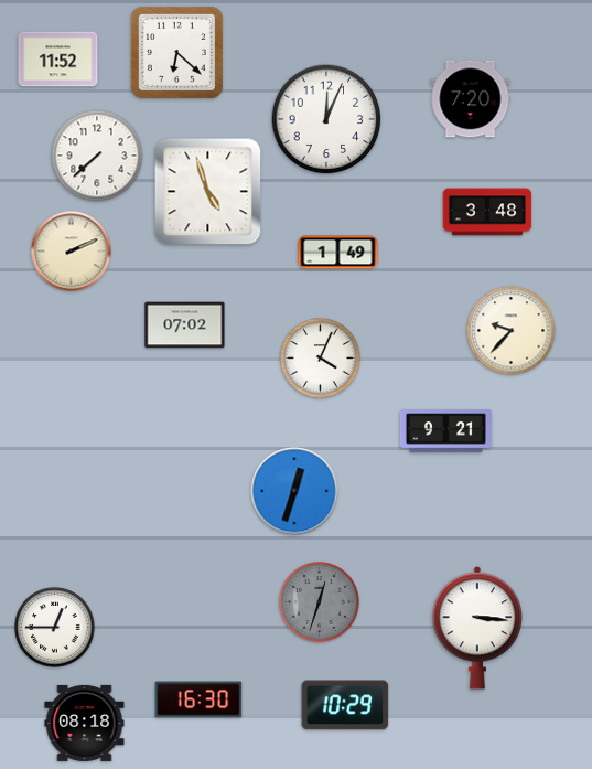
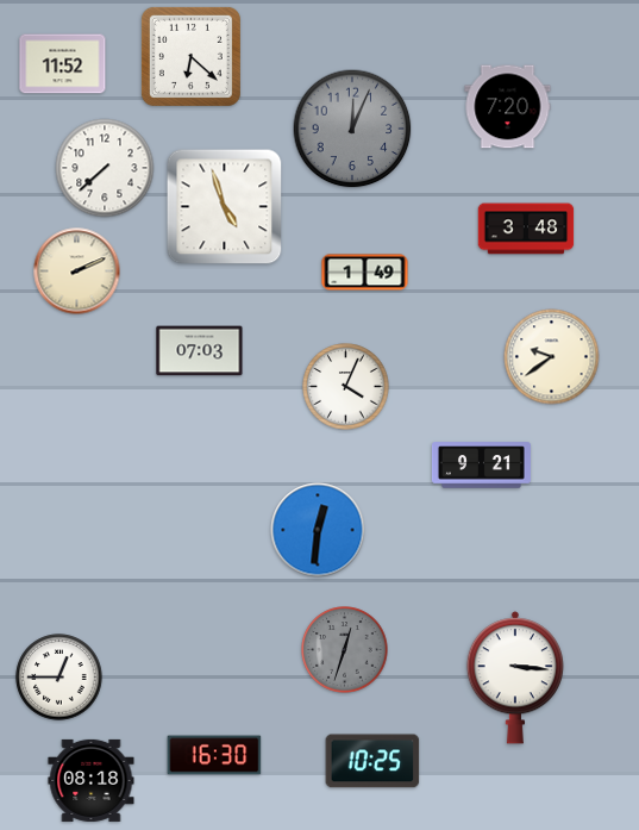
clock at (326, 119) dial: white -> grey
clock at (185, 325): 07:02 -> 07:03
clock at (512, 331): 9:37 -> 9:39
clock at (294, 491): 12:33 -> 12:31
clock at (345, 705): 10:29 -> 10:25
